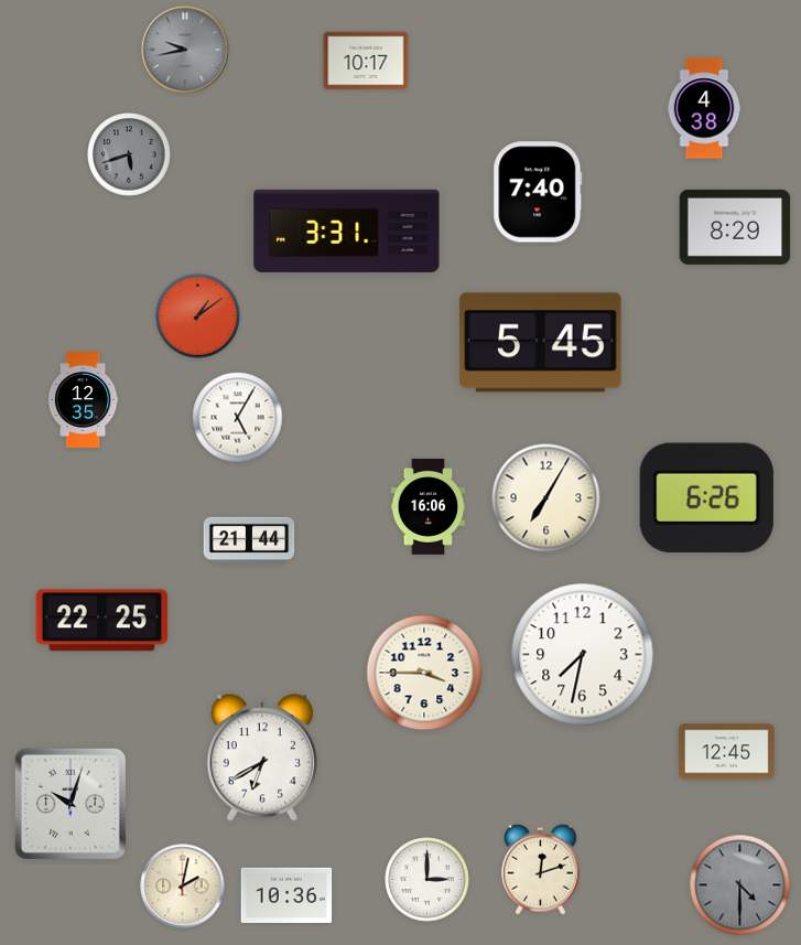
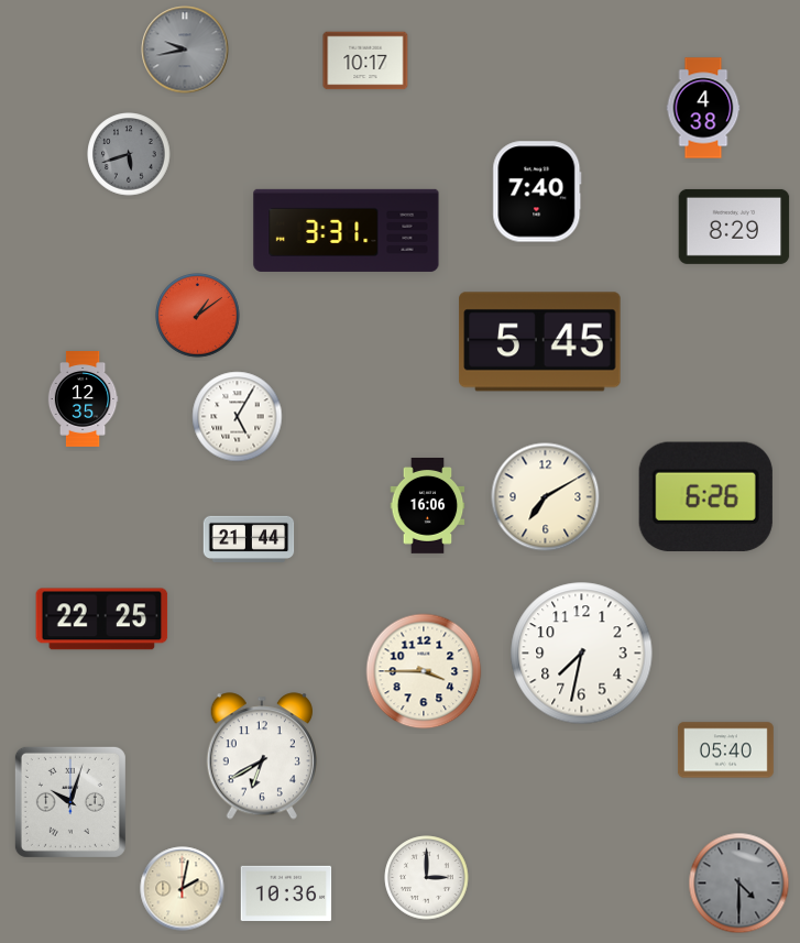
clock at (546, 498): 7:05 -> 7:10
clock at (726, 752): 12:45 -> 05:40
clock at (541, 869): 12:12 -> none
clock at (183, 887) position: (183, 887) -> (183, 889)
